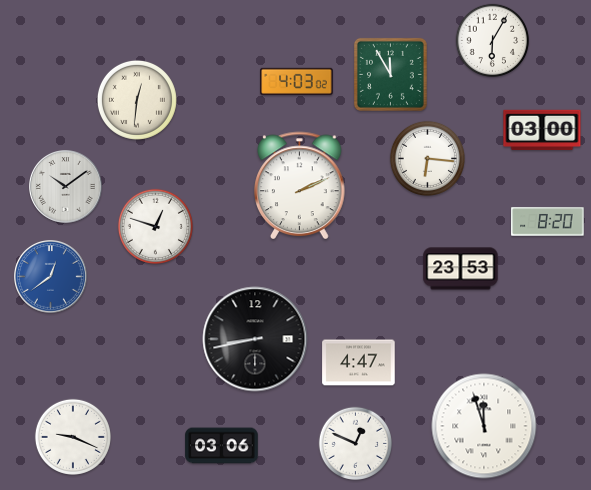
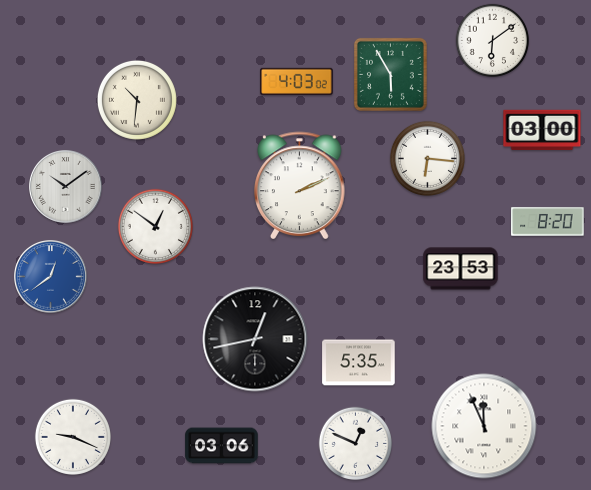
clock at (493, 41): 6:05 -> 6:09
clock at (390, 74): 11:55 -> 5:55
clock at (137, 100): 12:31 -> 10:31
clock at (155, 226): 12:48 -> 12:51
clock at (255, 339): 8:43 -> 12:43
clock at (359, 363): 4:47 -> 5:35
clock at (484, 426): 11:57 -> 11:56
